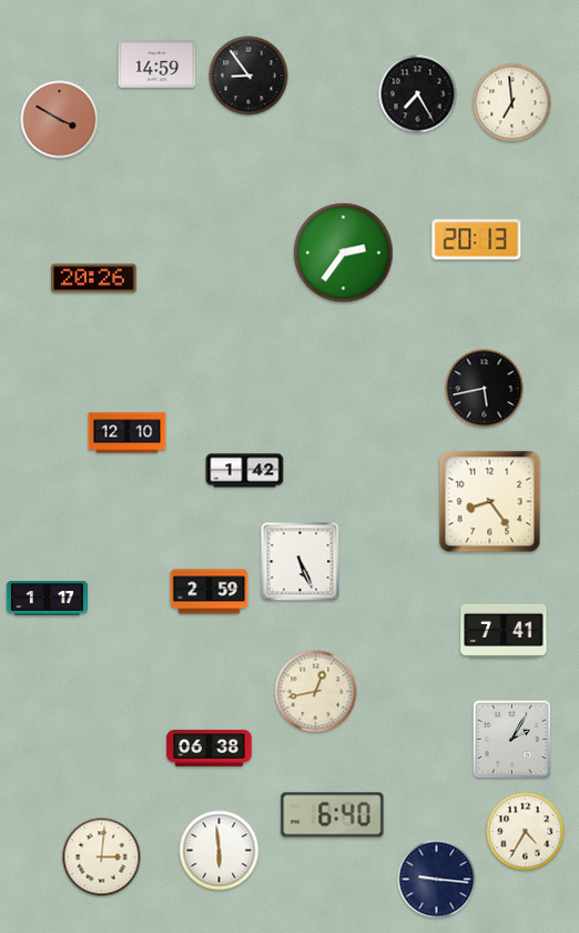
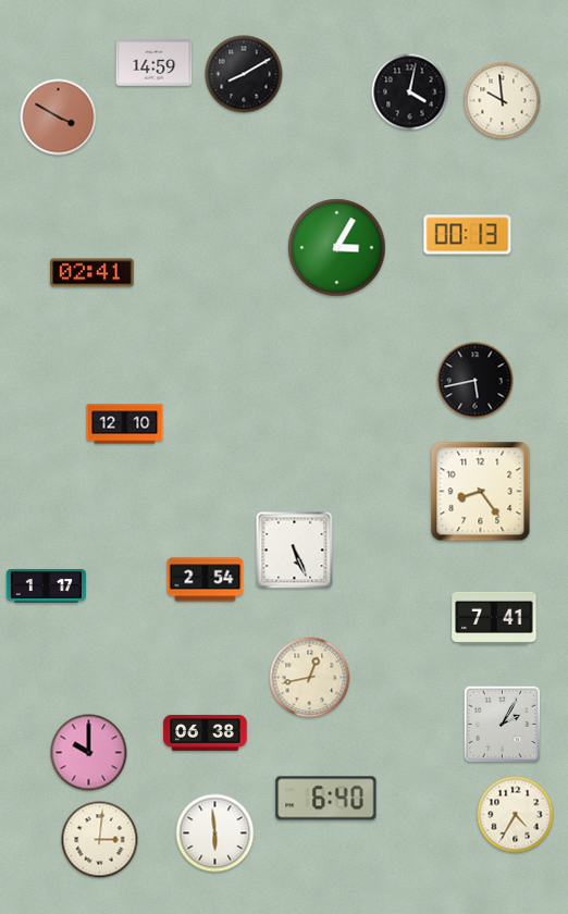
clock at (248, 76): 8:54 -> 8:10
clock at (418, 94): 7:25 -> 4:02
clock at (512, 103): 6:59 -> 9:59
clock at (477, 240): 20:13 -> 00:13
clock at (344, 253): 2:36 -> 3:05
clock at (94, 279): 20:26 -> 02:41
clock at (245, 471): 1:42 -> none
clock at (210, 592): 2:59 -> 2:54
clock at (89, 753): none -> 10:00
clock at (437, 880): 9:16 -> none
